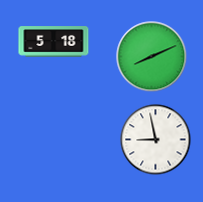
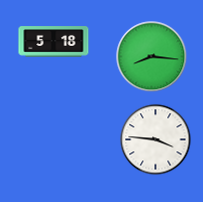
clock at (152, 57): 8:11 -> 8:16
clock at (156, 140): 8:58 -> 3:46
